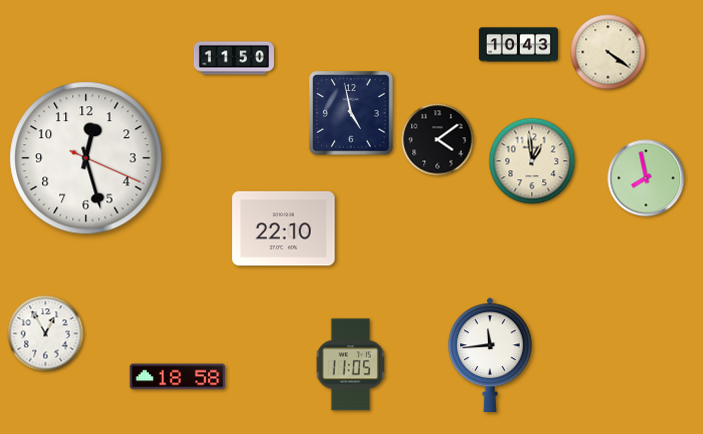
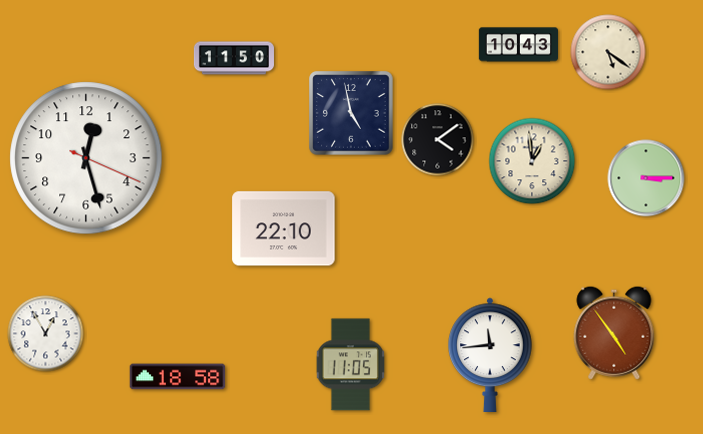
clock at (608, 52): 4:21 -> 5:21
clock at (646, 178): 7:58 -> 3:15
clock at (614, 333): none -> 4:54
